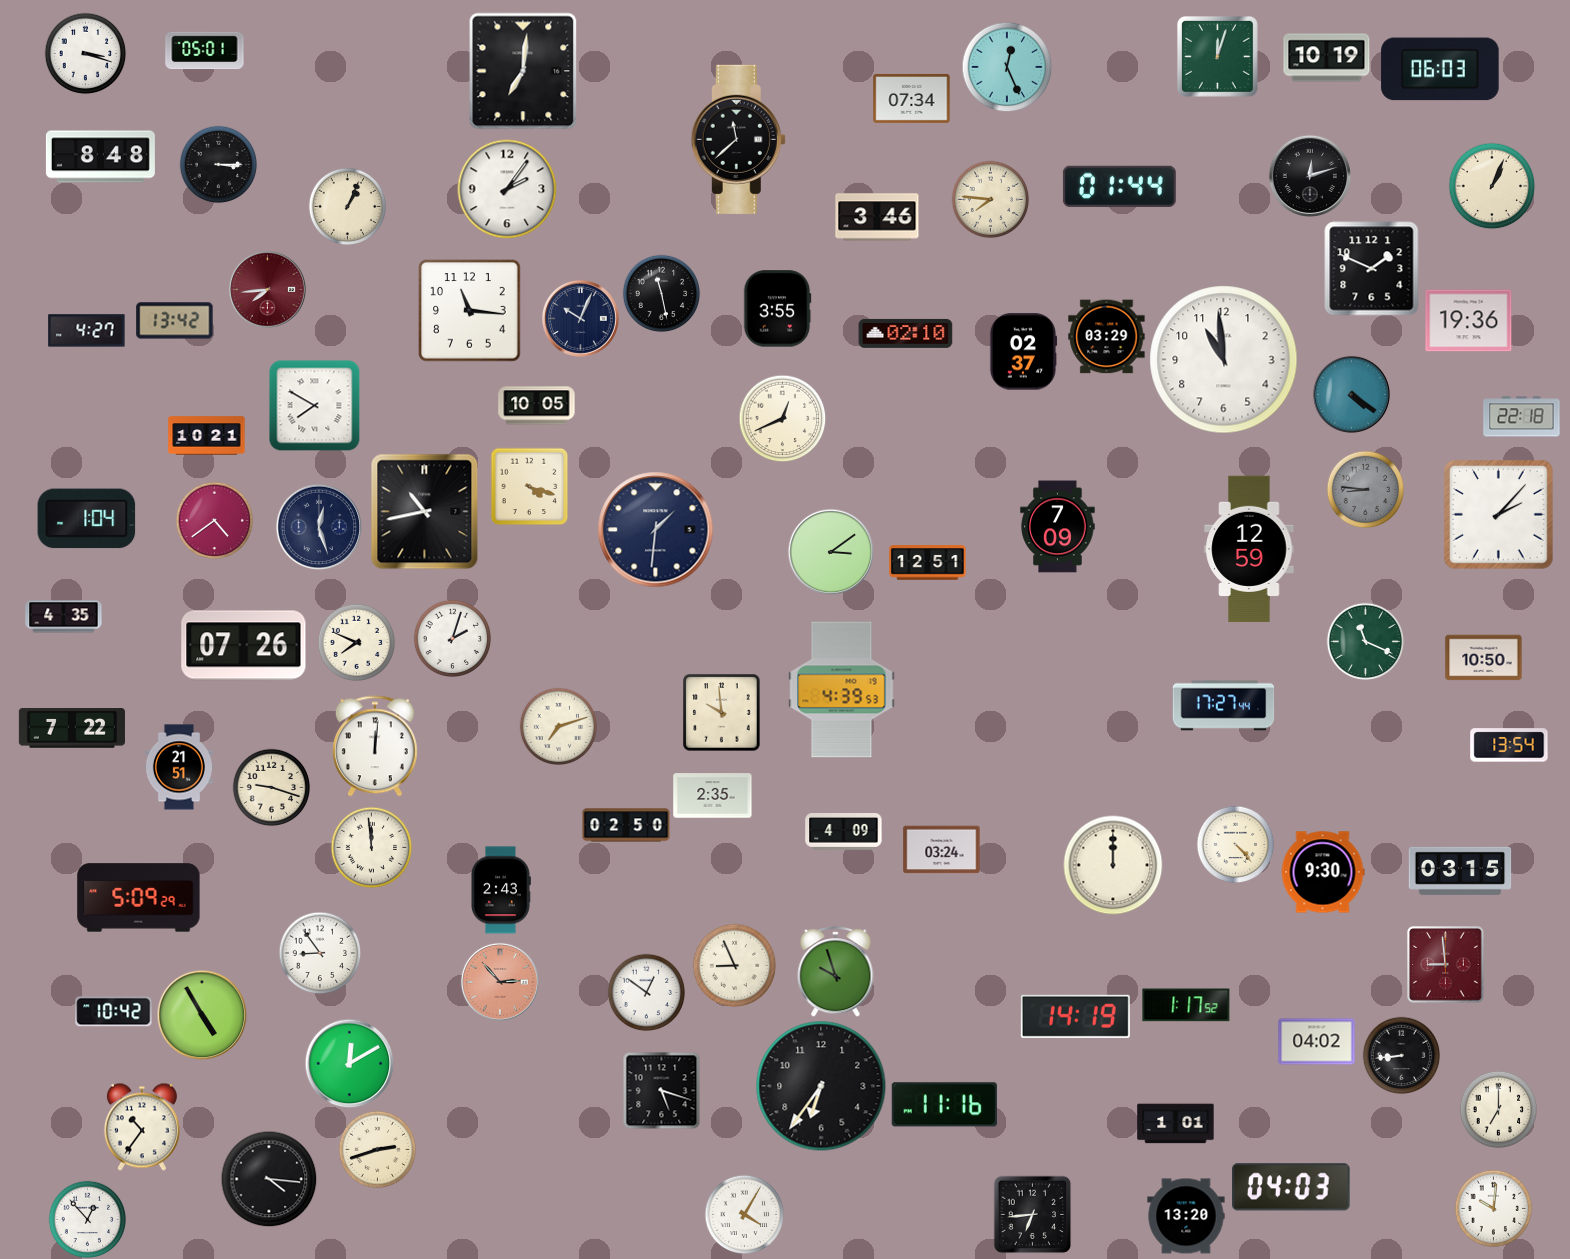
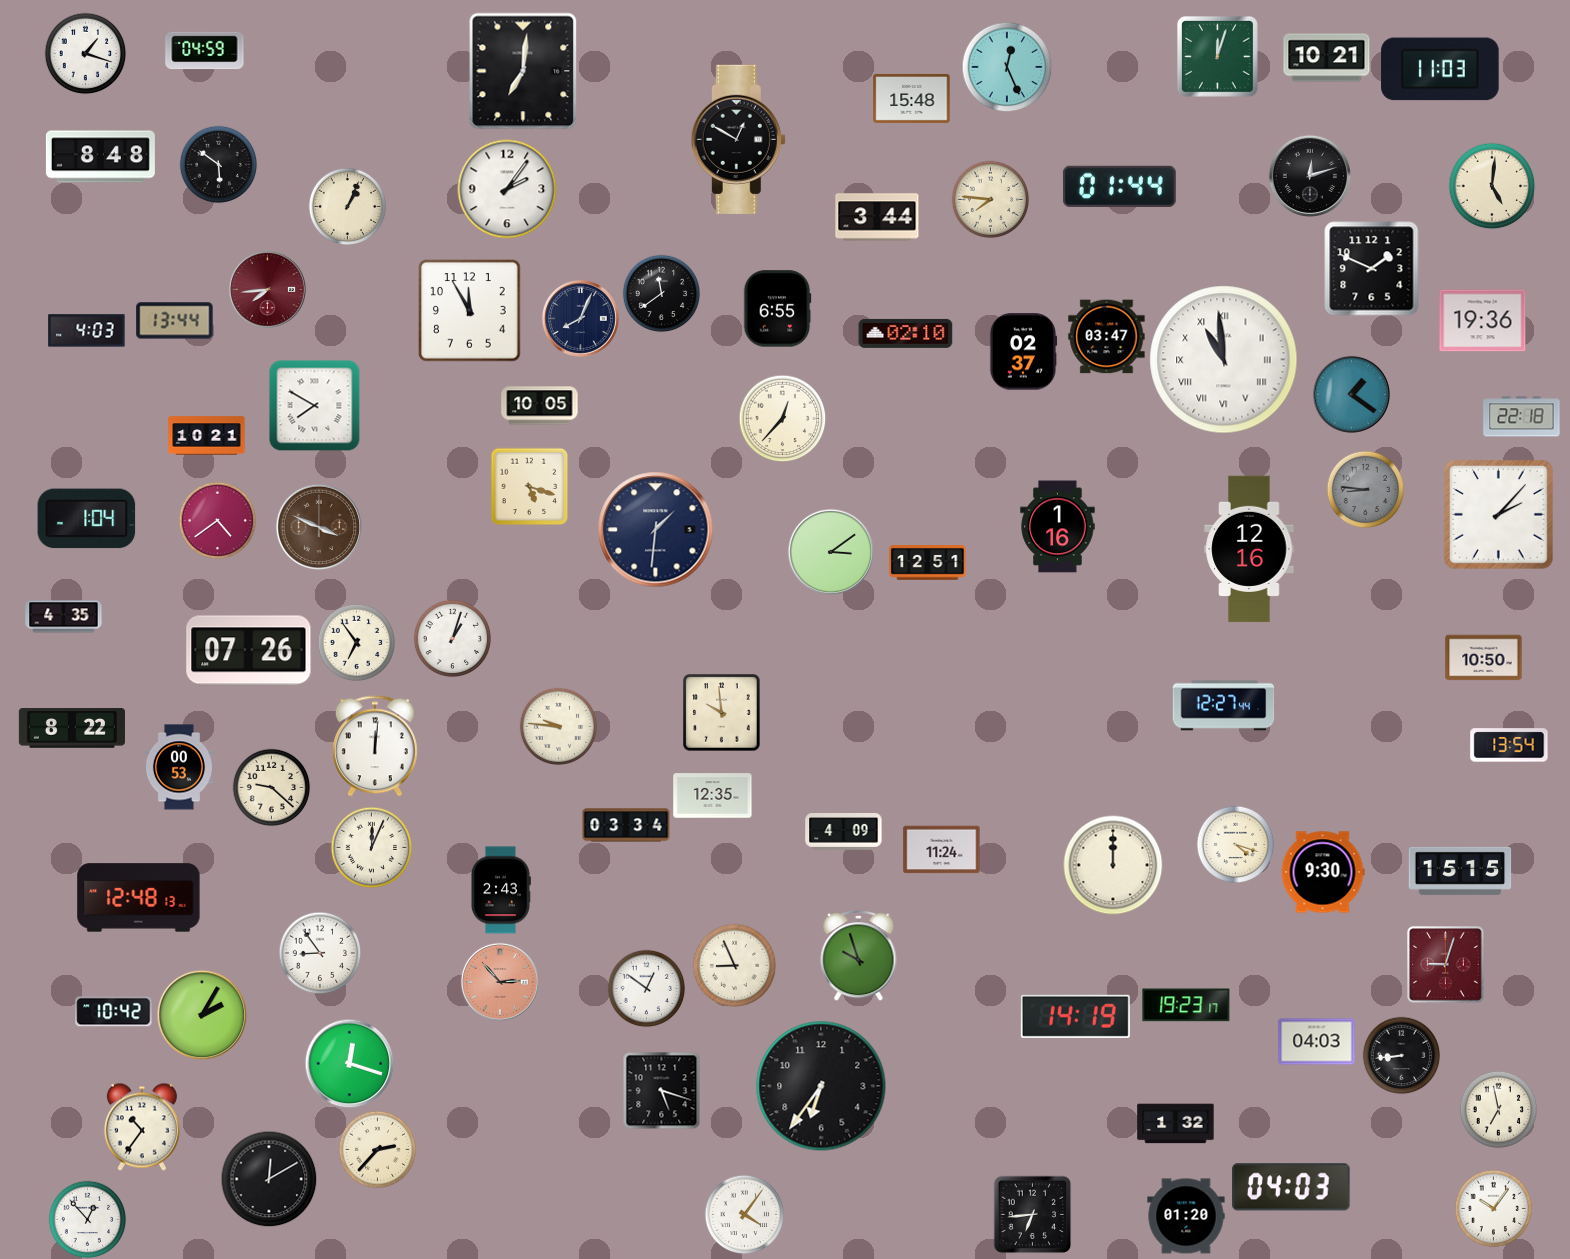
clock at (205, 51): 05:01 -> 04:59
clock at (85, 53): 3:18 -> 1:18
clock at (1327, 58): 10:19 -> 10:21
clock at (1440, 69): 06:03 -> 11:03
clock at (912, 98): 07:34 -> 15:48
clock at (738, 139): 11:38 -> 12:50
clock at (218, 164): 3:15 -> 5:51
clock at (1492, 186): 1:04 -> 5:01
clock at (877, 217): 3:46 -> 3:44
clock at (661, 293): 11:28 -> 11:39
clock at (777, 309): 3:55 -> 6:55
clock at (470, 311): 11:16 -> 11:55
clock at (580, 318): 10:04 -> 8:04
clock at (175, 321): 13:42 -> 13:44
clock at (1469, 321) position: (1469, 321) -> (1483, 321)
clock at (87, 331): 4:27 -> 4:03
clock at (1107, 337): 03:29 -> 03:47
clock at (1224, 360) numerals: Arabic -> Roman
clock at (1351, 394): 4:21 -> 1:21
clock at (537, 406) position: (537, 406) -> (540, 406)
clock at (782, 418): 12:41 -> 12:37
clock at (529, 486): 4:18 -> 5:18
clock at (425, 512): 10:43 -> none
clock at (214, 520) position: (214, 520) -> (217, 520)
clock at (319, 527): 12:27 -> 3:49
clock at (319, 527) dial: navy -> brown
clock at (1058, 527): 7:09 -> 1:16
clock at (1249, 549): 12:59 -> 12:16
clock at (452, 638): 2:03 -> 1:03
clock at (1365, 641): 11:19 -> none
clock at (356, 642): 7:49 -> 6:54
clock at (244, 646) position: (244, 646) -> (249, 651)
clock at (842, 690): 4:39 -> none
clock at (1224, 706): 17:27 -> 12:27
clock at (558, 726): 7:12 -> 9:46
clock at (72, 728): 7:22 -> 8:22
clock at (179, 767): 21:51 -> 00:53
clock at (271, 787): 9:18 -> 9:22
clock at (713, 796): 2:35 -> 12:35
clock at (626, 825): 02:50 -> 03:34
clock at (1235, 844): 4:23 -> 4:18
clock at (371, 847): 11:59 -> 12:04
clock at (942, 850): 03:24 -> 11:24
clock at (1460, 871): 03:15 -> 15:15
clock at (139, 898): 5:09 -> 12:48
clock at (1446, 965): 8:59 -> 9:03
clock at (836, 971) position: (836, 971) -> (859, 955)
clock at (646, 992) position: (646, 992) -> (646, 988)
clock at (1186, 1005): 1:17 -> 19:23
clock at (202, 1015): 4:55 -> 2:05
clock at (1317, 1042): 04:02 -> 04:03
clock at (349, 1063): 12:10 -> 12:18
clock at (944, 1105): 11:16 -> none
clock at (1498, 1109): 7:00 -> 6:58
clock at (1176, 1124): 1:01 -> 1:32
clock at (377, 1149): 2:42 -> 2:37
clock at (269, 1179): 4:16 -> 12:10
clock at (1493, 1208): 10:01 -> 10:06
clock at (744, 1214): 4:05 -> 4:06
clock at (1186, 1216): 13:20 -> 01:20
